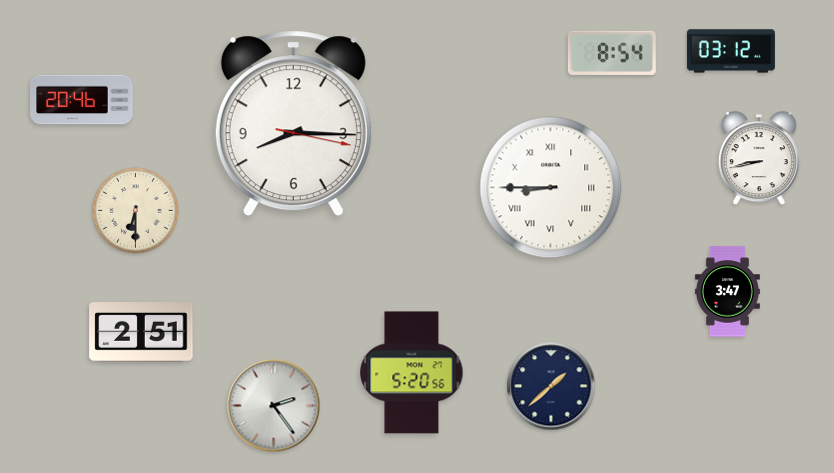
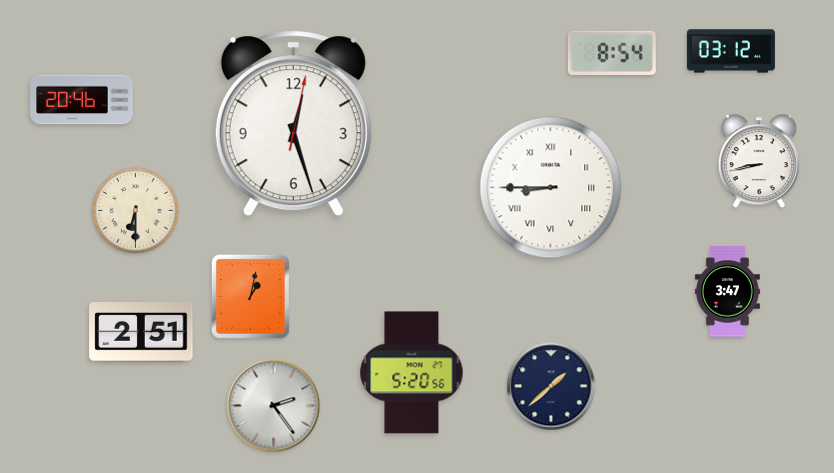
clock at (293, 124): 8:15 -> 12:27
clock at (759, 159) position: (759, 159) -> (759, 162)
clock at (250, 296): none -> 1:02
